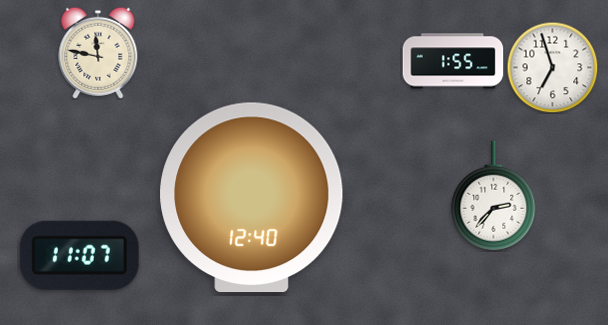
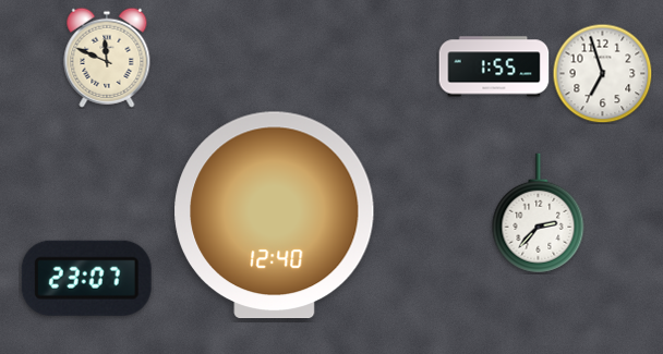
clock at (98, 53): 11:47 -> 11:49
clock at (79, 255): 11:07 -> 23:07
